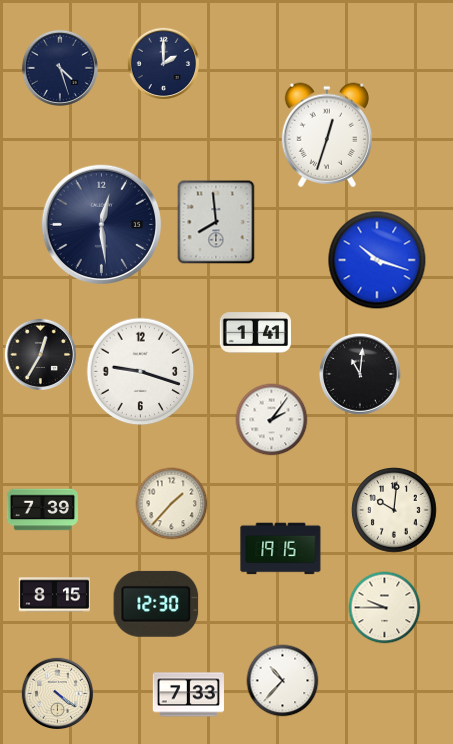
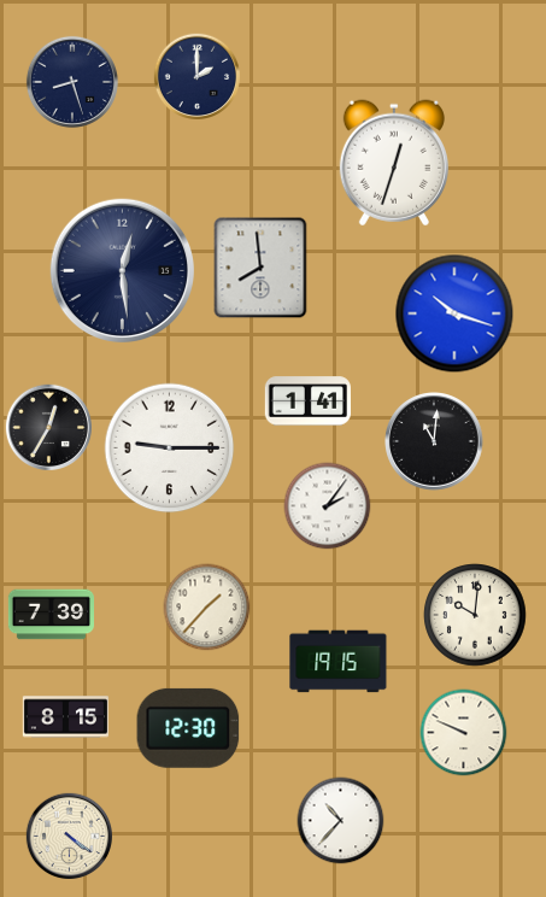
clock at (60, 68): 4:27 -> 8:27
clock at (141, 372): 9:18 -> 9:15
clock at (361, 375) position: (361, 375) -> (435, 442)
clock at (385, 608): 9:45 -> 9:49
clock at (188, 695): 7:33 -> none
